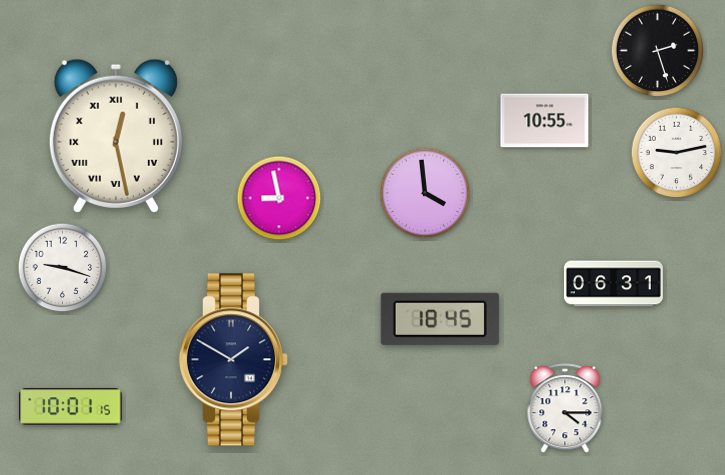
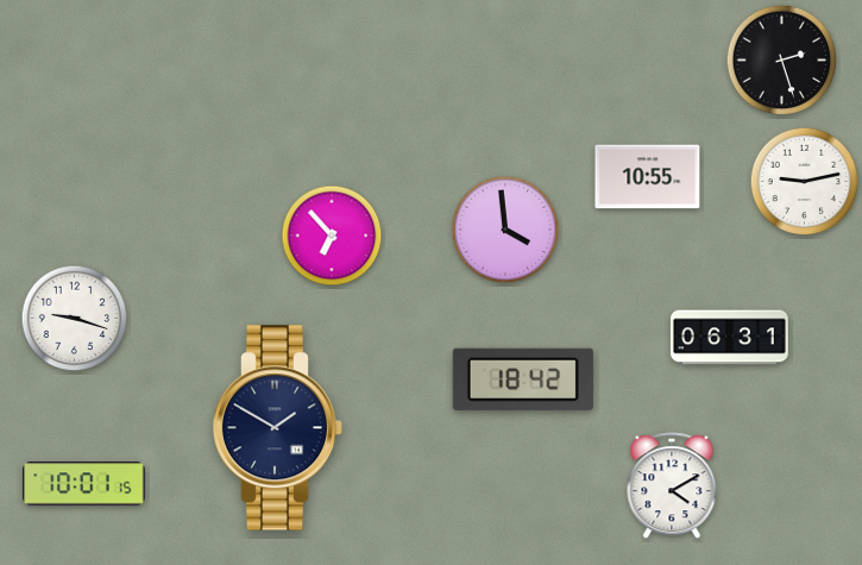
clock at (545, 121) position: (545, 121) -> (648, 177)
clock at (116, 136): 12:28 -> none
clock at (279, 198): 8:58 -> 6:53
clock at (440, 319): 18:45 -> 18:42
clock at (565, 409): 4:15 -> 4:10
